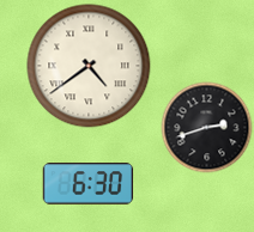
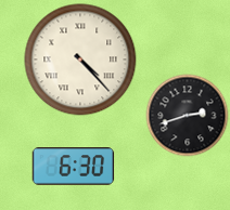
clock at (89, 66): 4:39 -> 4:23
clock at (89, 184) position: (89, 184) -> (74, 167)
